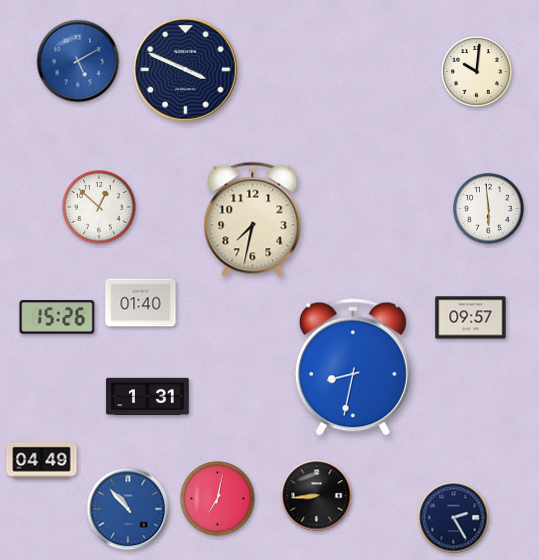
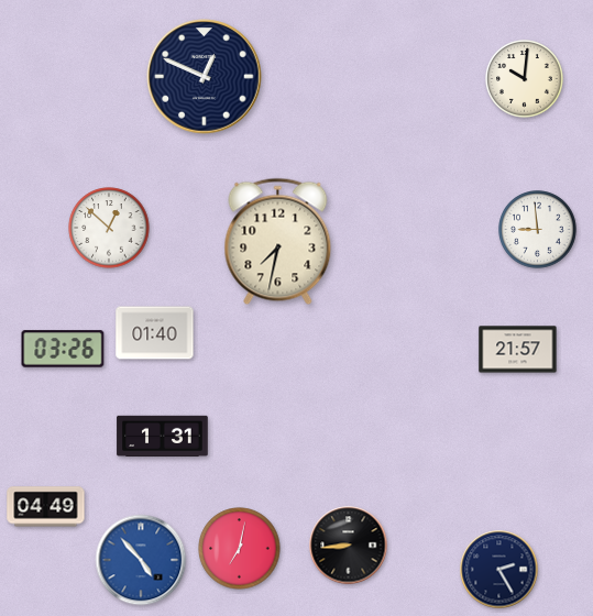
clock at (78, 61): 5:10 -> none
clock at (186, 70): 3:49 -> 12:49
clock at (489, 209): 5:59 -> 8:59
clock at (57, 317): 15:26 -> 03:26
clock at (471, 318): 09:57 -> 21:57
clock at (353, 367): 8:32 -> none
clock at (128, 509): 10:53 -> 4:53
